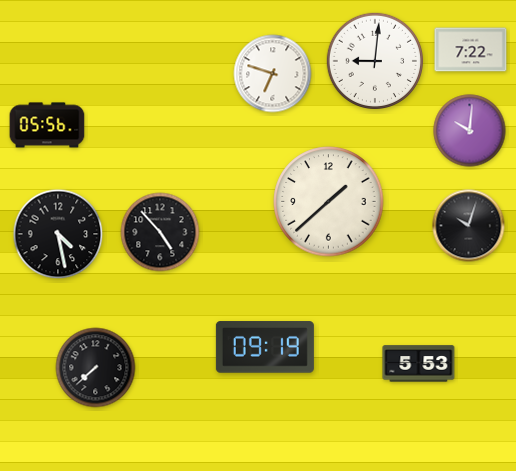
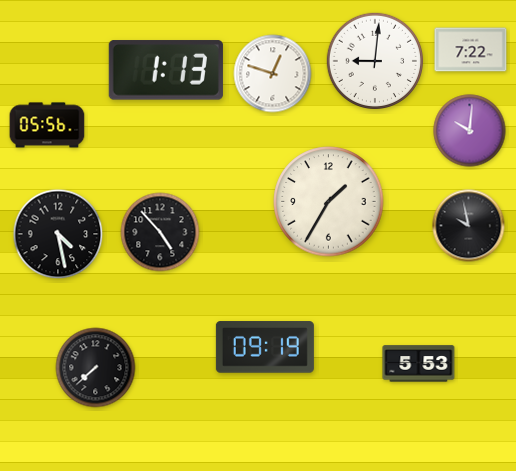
clock at (166, 70): none -> 1:13
clock at (273, 74): 6:48 -> 12:48
clock at (329, 202): 1:38 -> 1:35
clock at (469, 226): 10:03 -> 9:58
